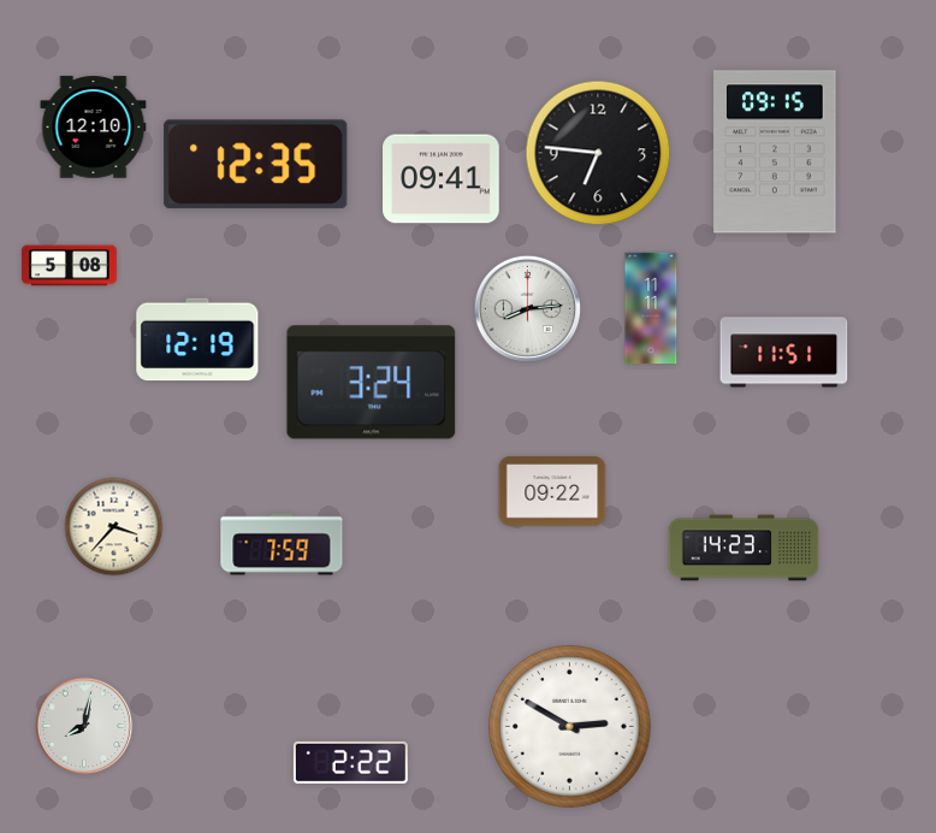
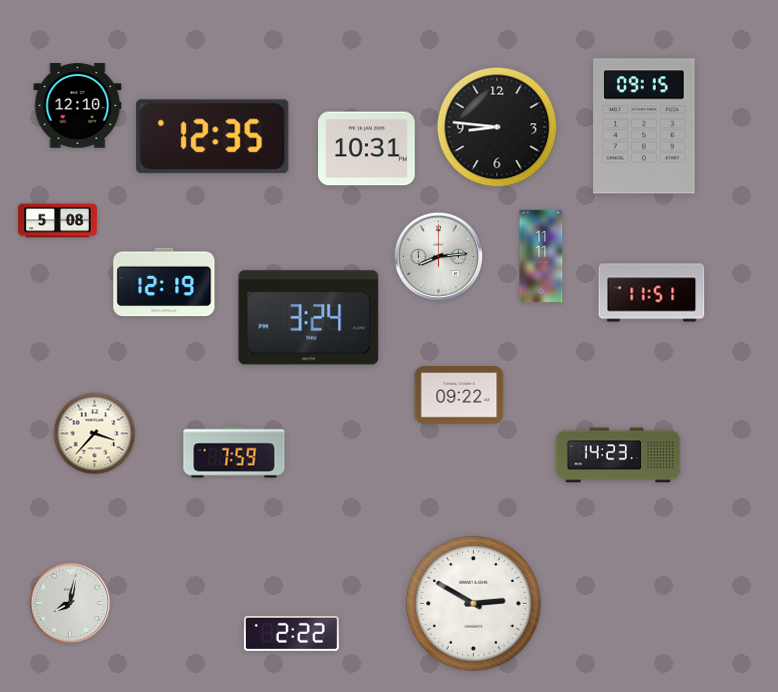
clock at (598, 153): 6:46 -> 8:46
clock at (442, 179): 09:41 -> 10:31
clock at (552, 491) position: (552, 491) -> (459, 395)
clock at (114, 527) position: (114, 527) -> (95, 434)
